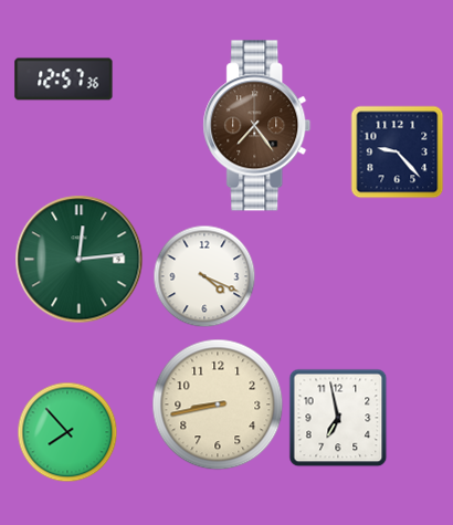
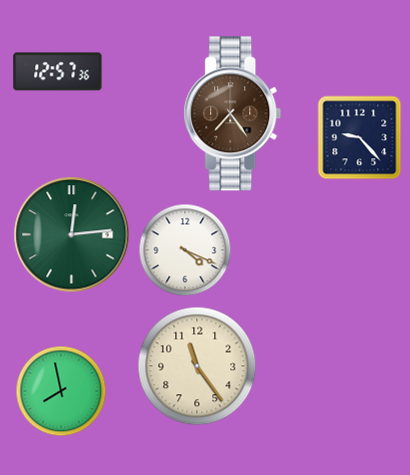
clock at (218, 405): 8:43 -> 11:24
clock at (338, 418): 6:58 -> none
clock at (67, 432): 7:53 -> 7:58
